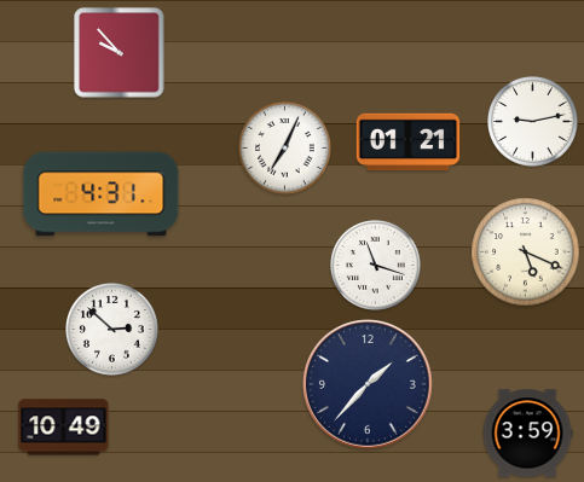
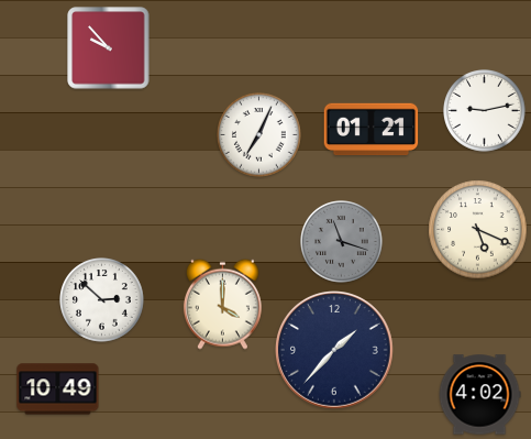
clock at (102, 194): 4:31 -> none
clock at (376, 266) dial: white -> grey
clock at (222, 304): none -> 4:00
clock at (527, 434): 3:59 -> 4:02
